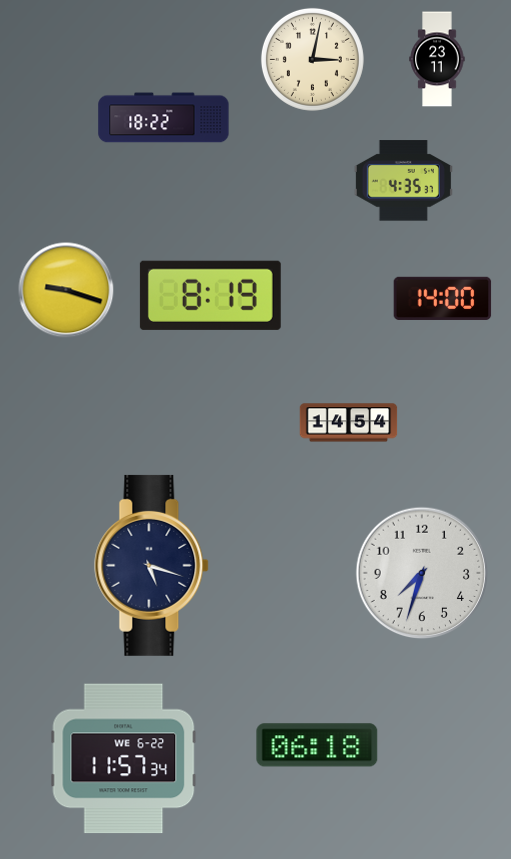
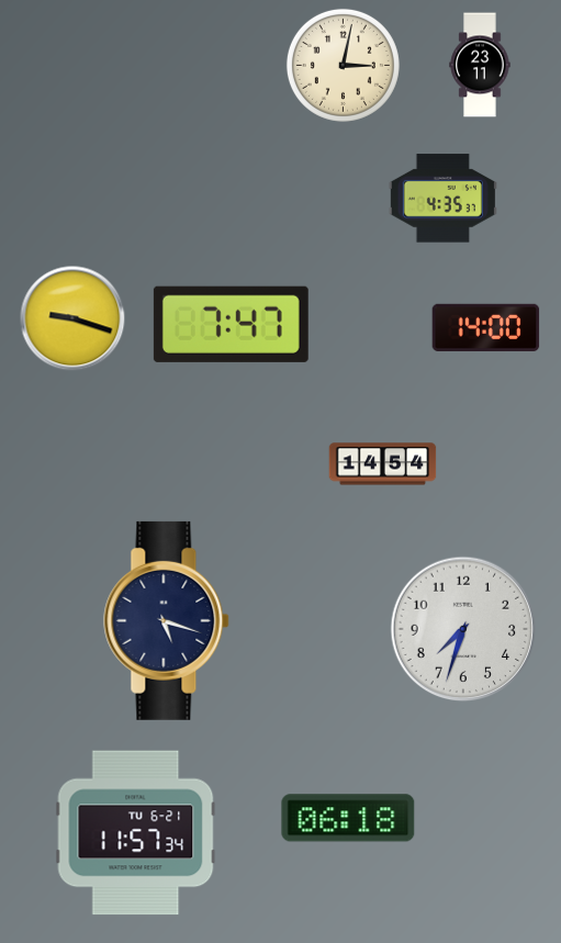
clock at (164, 118): 18:22 -> none
clock at (210, 295): 8:19 -> 7:47
clock at (124, 759) date: WE 6-22 -> TU 6-21
